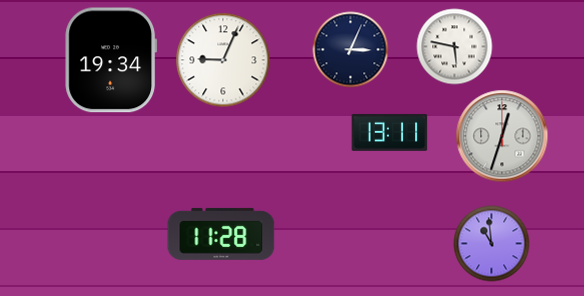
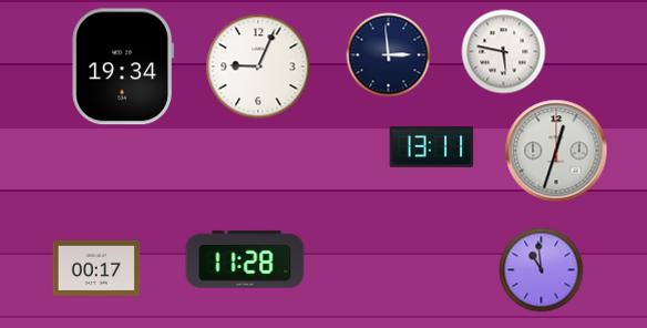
clock at (351, 50): 3:04 -> 2:59
clock at (223, 60) position: (223, 60) -> (258, 66)
clock at (96, 268): none -> 00:17
clock at (492, 244) position: (492, 244) -> (542, 270)
